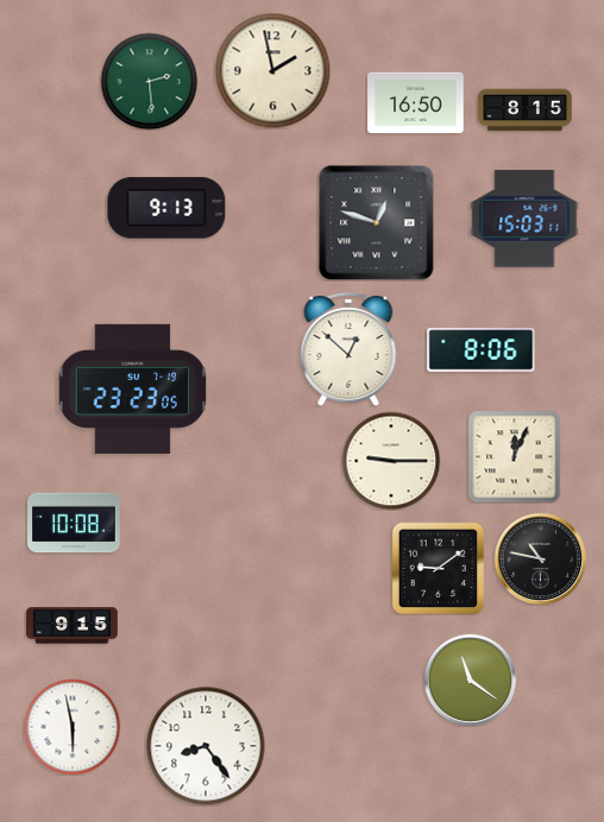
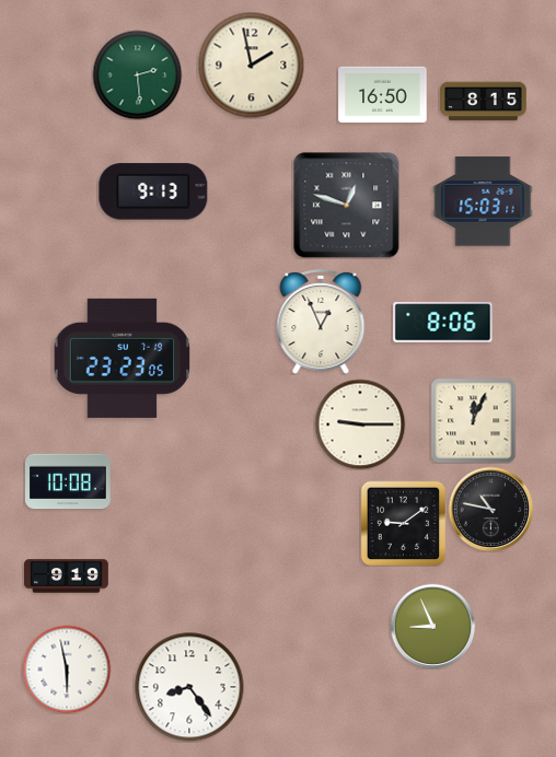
clock at (348, 349): 12:52 -> 12:56
clock at (540, 558) position: (540, 558) -> (490, 509)
clock at (73, 626): 9:15 -> 9:19
clock at (470, 679): 11:21 -> 8:56
